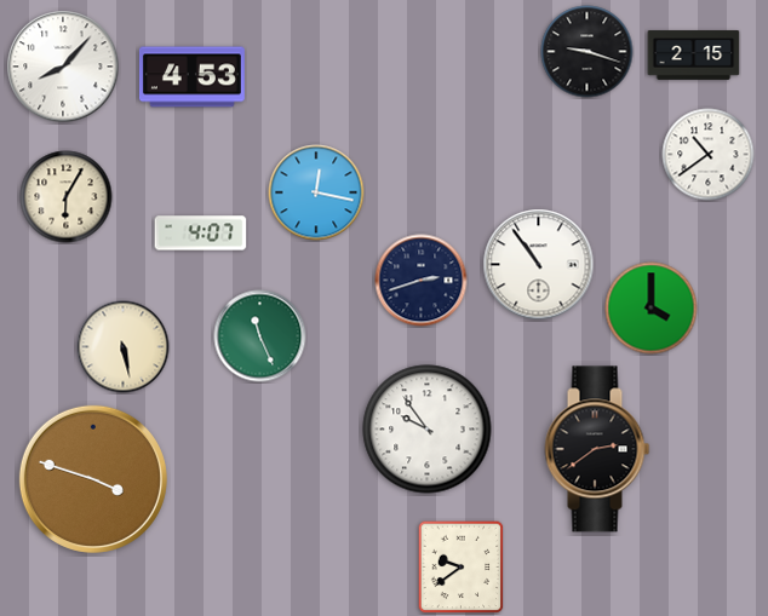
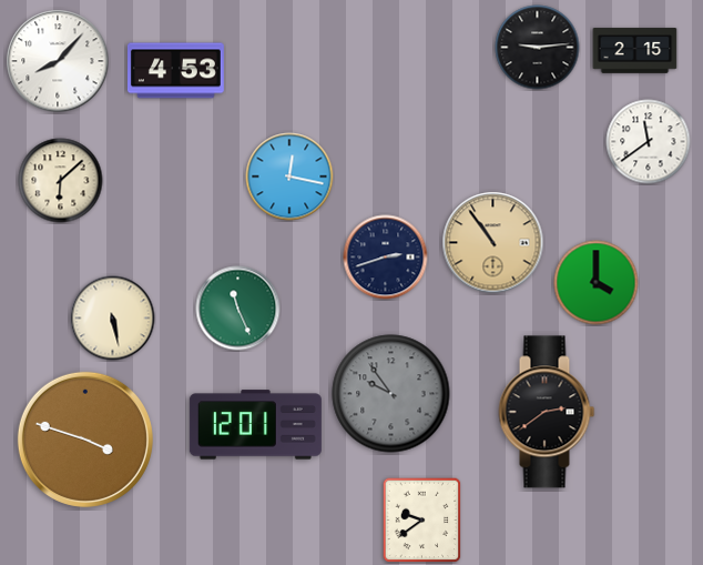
clock at (588, 52): 9:18 -> 9:14
clock at (709, 155): 10:39 -> 11:39
clock at (67, 197): 6:05 -> 6:08
clock at (201, 234): 4:07 -> none
clock at (539, 265) dial: white -> champagne
clock at (428, 430) dial: white -> grey
clock at (255, 425): none -> 12:01
